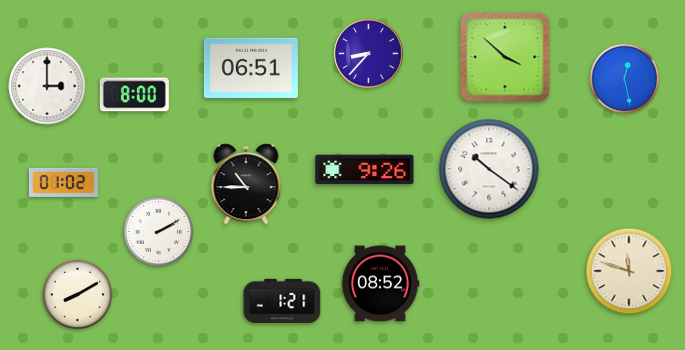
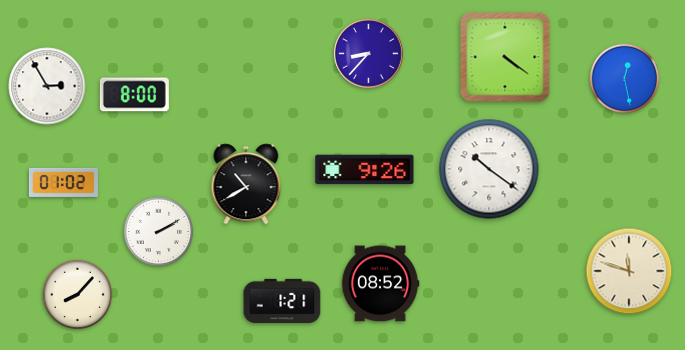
clock at (505, 57): 3:52 -> 4:21
clock at (251, 68): 06:51 -> none
clock at (47, 86): 3:00 -> 2:55
clock at (246, 184): 10:45 -> 10:40
clock at (78, 295): 8:10 -> 8:07
